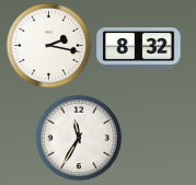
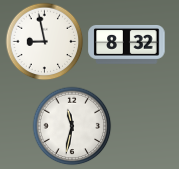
clock at (48, 45): 2:17 -> 8:58
clock at (79, 138): 11:35 -> 11:32
